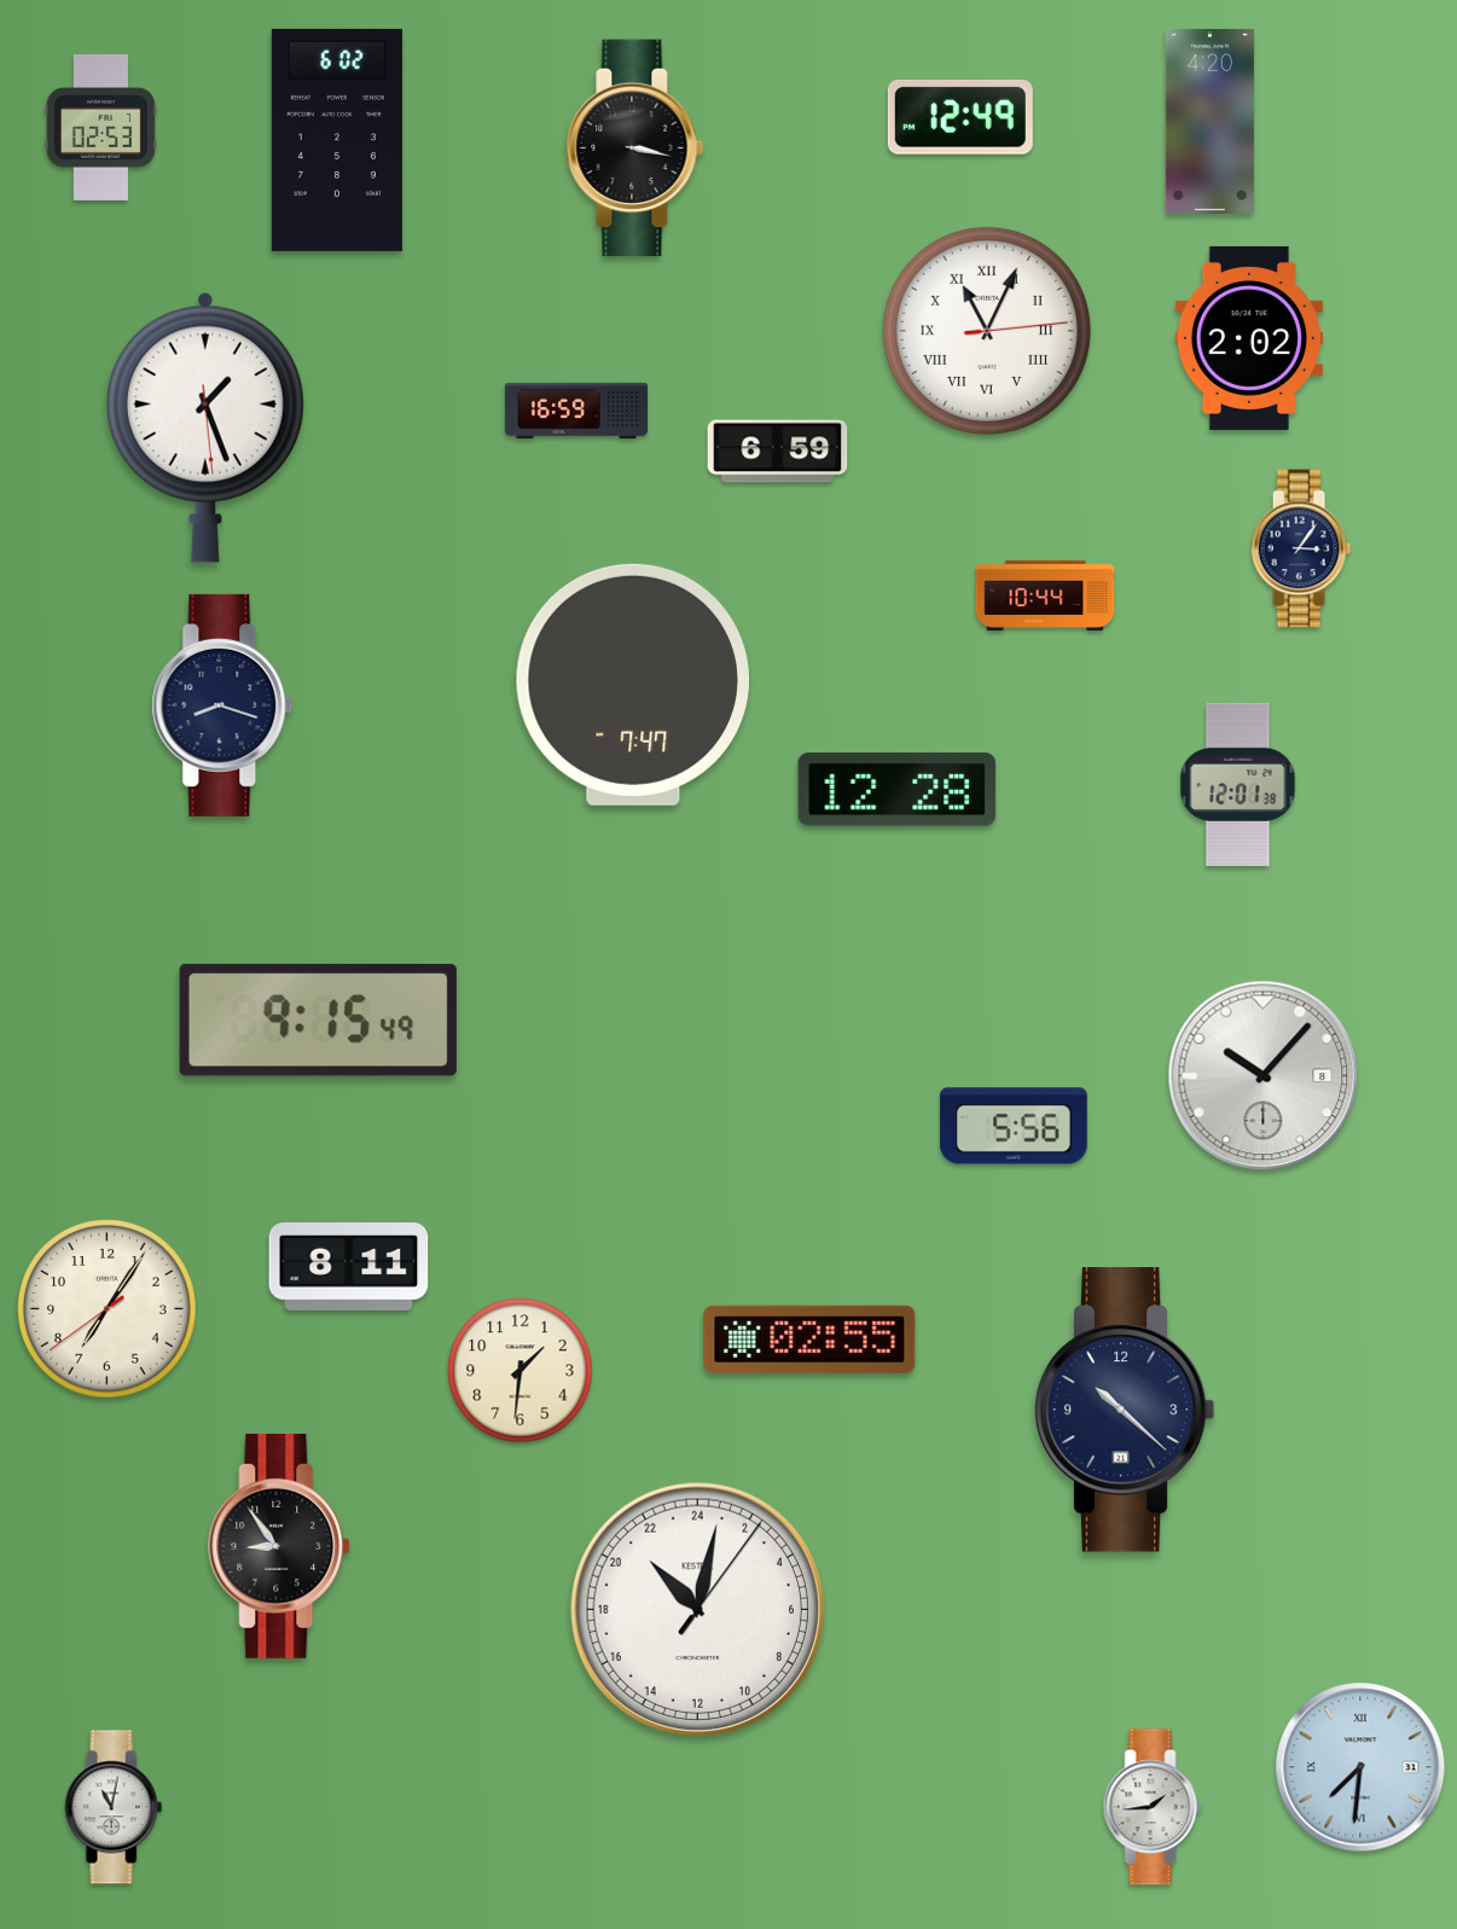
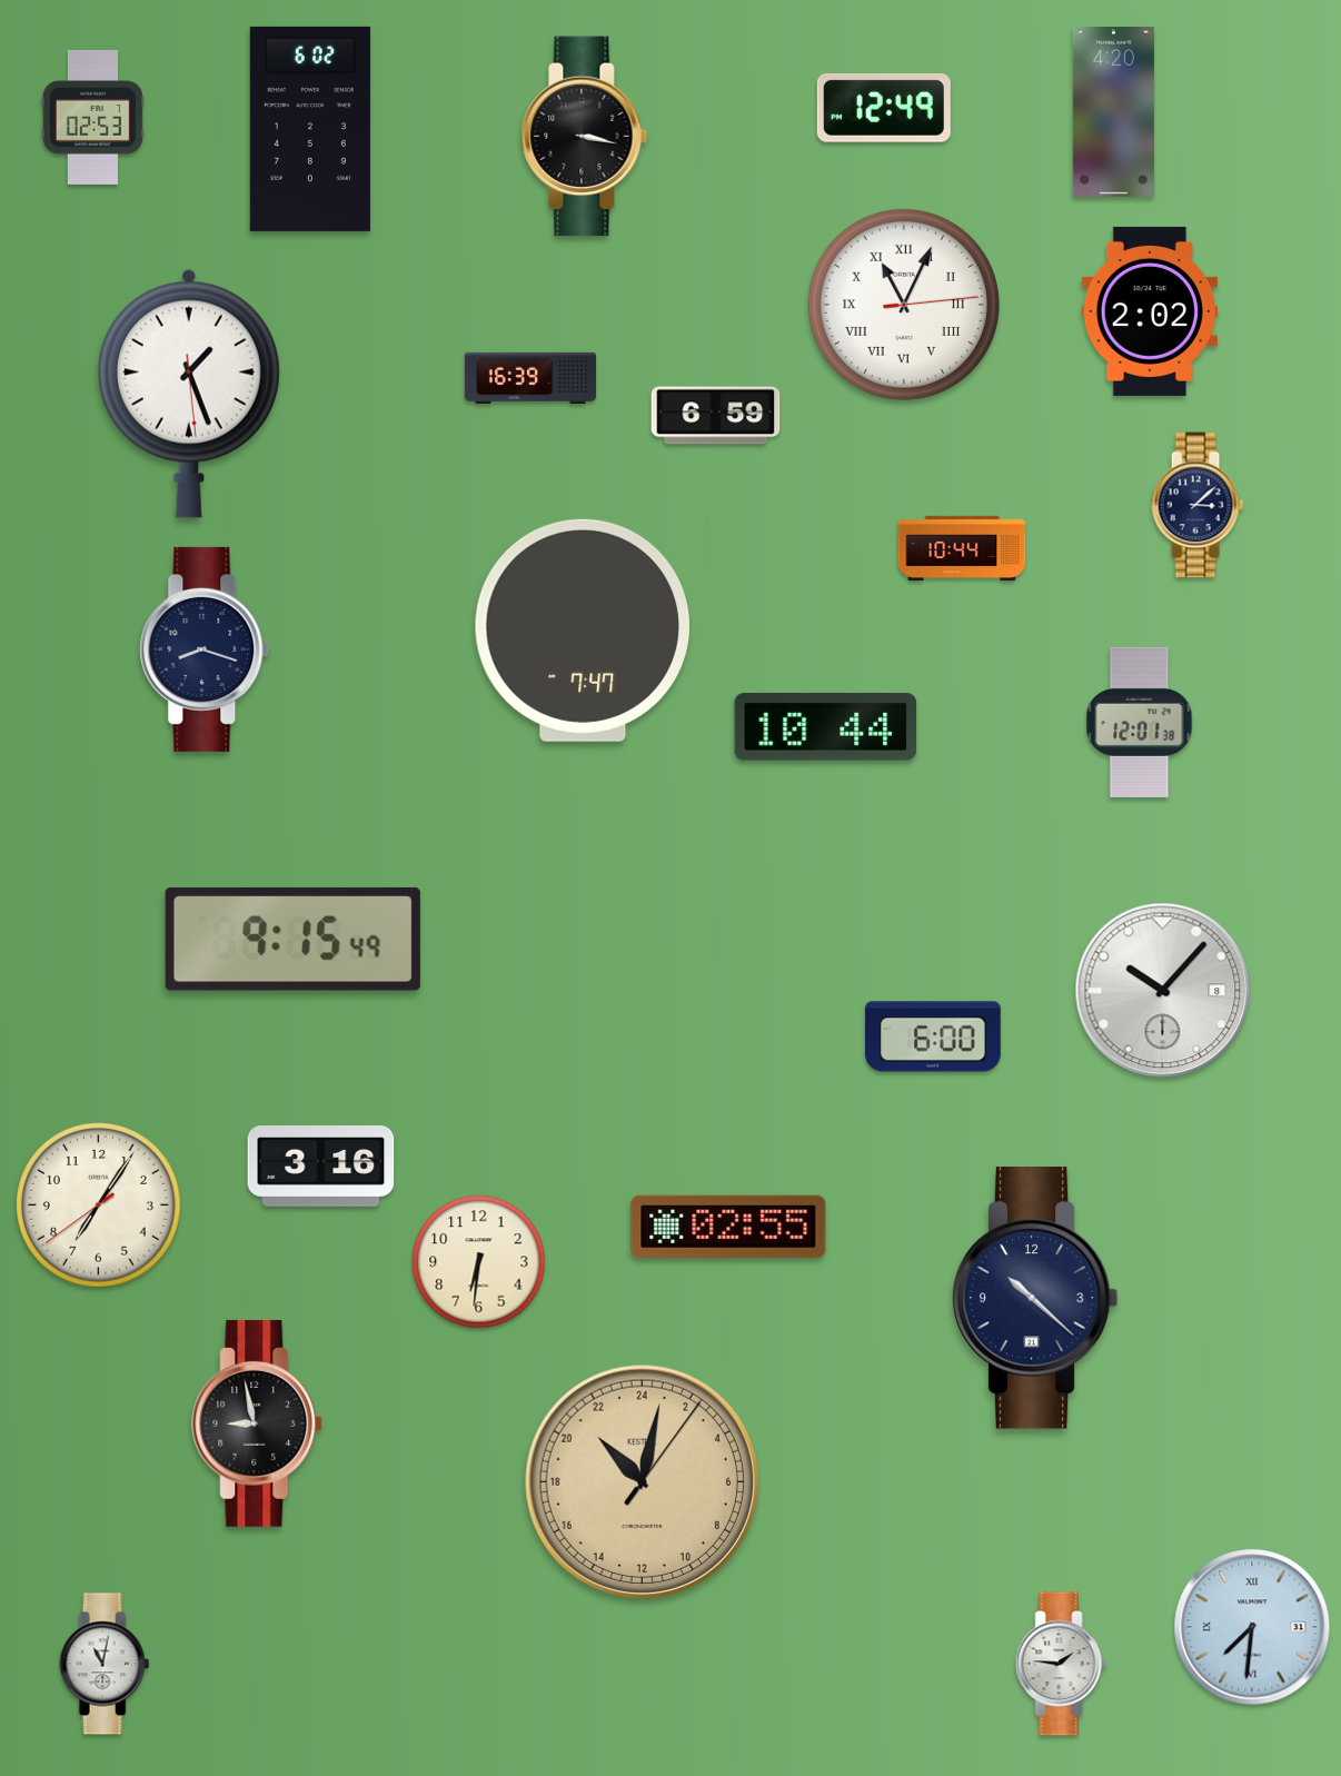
clock at (987, 331) position: (987, 331) -> (904, 305)
clock at (576, 411): 16:59 -> 16:39
clock at (1301, 548): 3:06 -> 3:08
clock at (898, 790): 12:28 -> 10:44
clock at (1014, 1126): 5:56 -> 6:00
clock at (349, 1267): 8:11 -> 3:16
clock at (809, 1340) position: (809, 1340) -> (728, 1227)
clock at (521, 1371): 1:31 -> 6:31
clock at (280, 1546): 8:54 -> 8:58
clock at (697, 1609) dial: white -> champagne
clock at (1153, 1807): 1:44 -> 1:46
